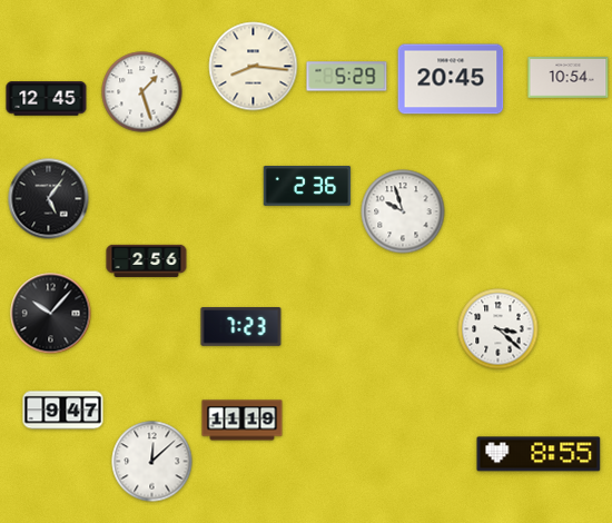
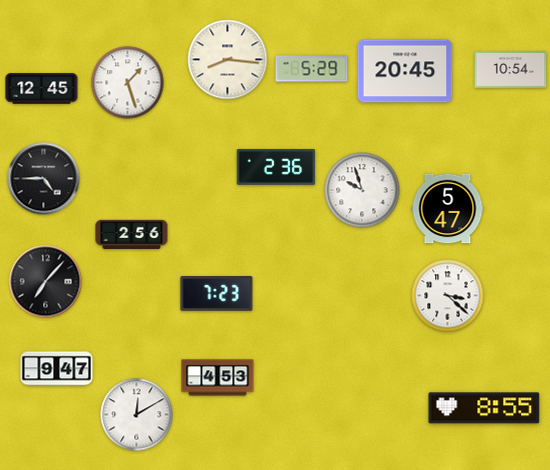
clock at (49, 199): 5:06 -> 4:45
clock at (448, 209): none -> 5:47
clock at (51, 314): 10:07 -> 7:07
clock at (243, 421): 11:19 -> 4:53
clock at (152, 462): 12:08 -> 12:10
